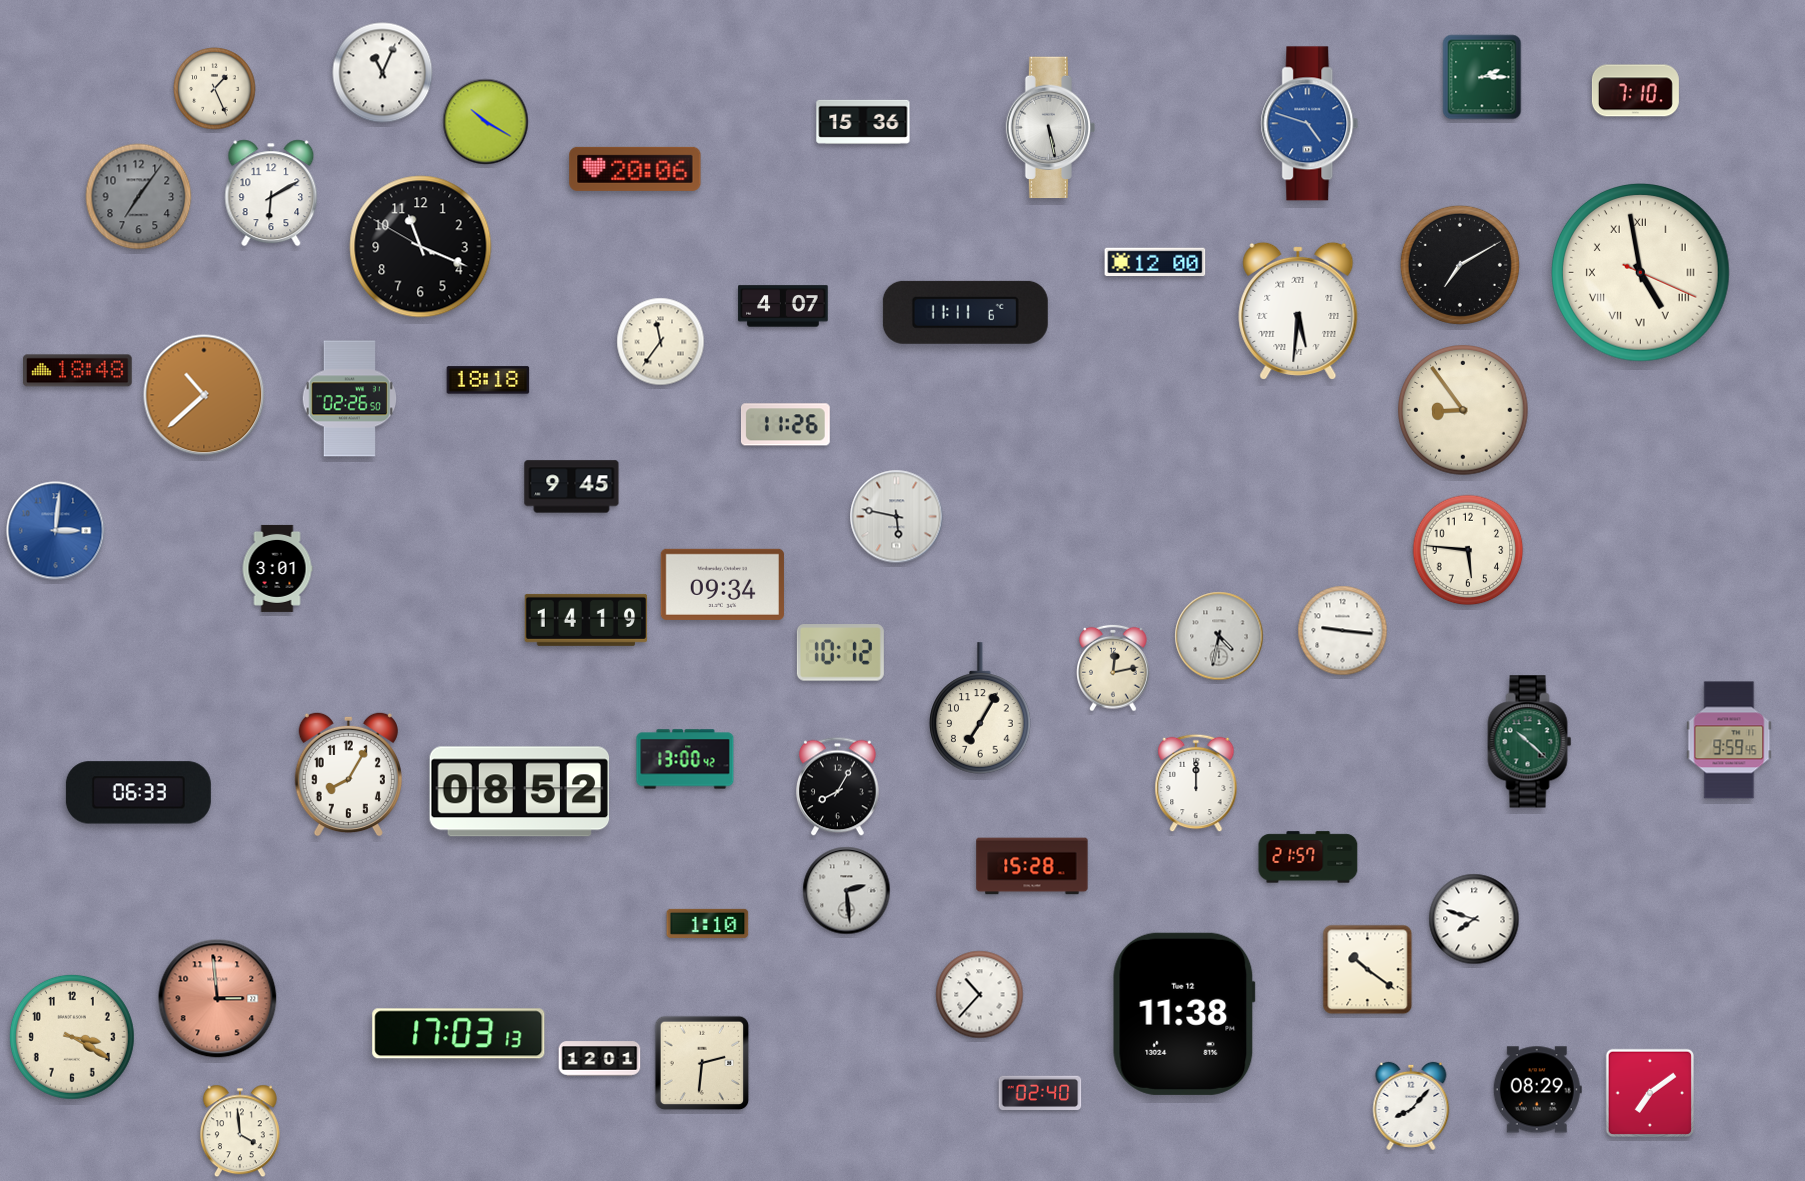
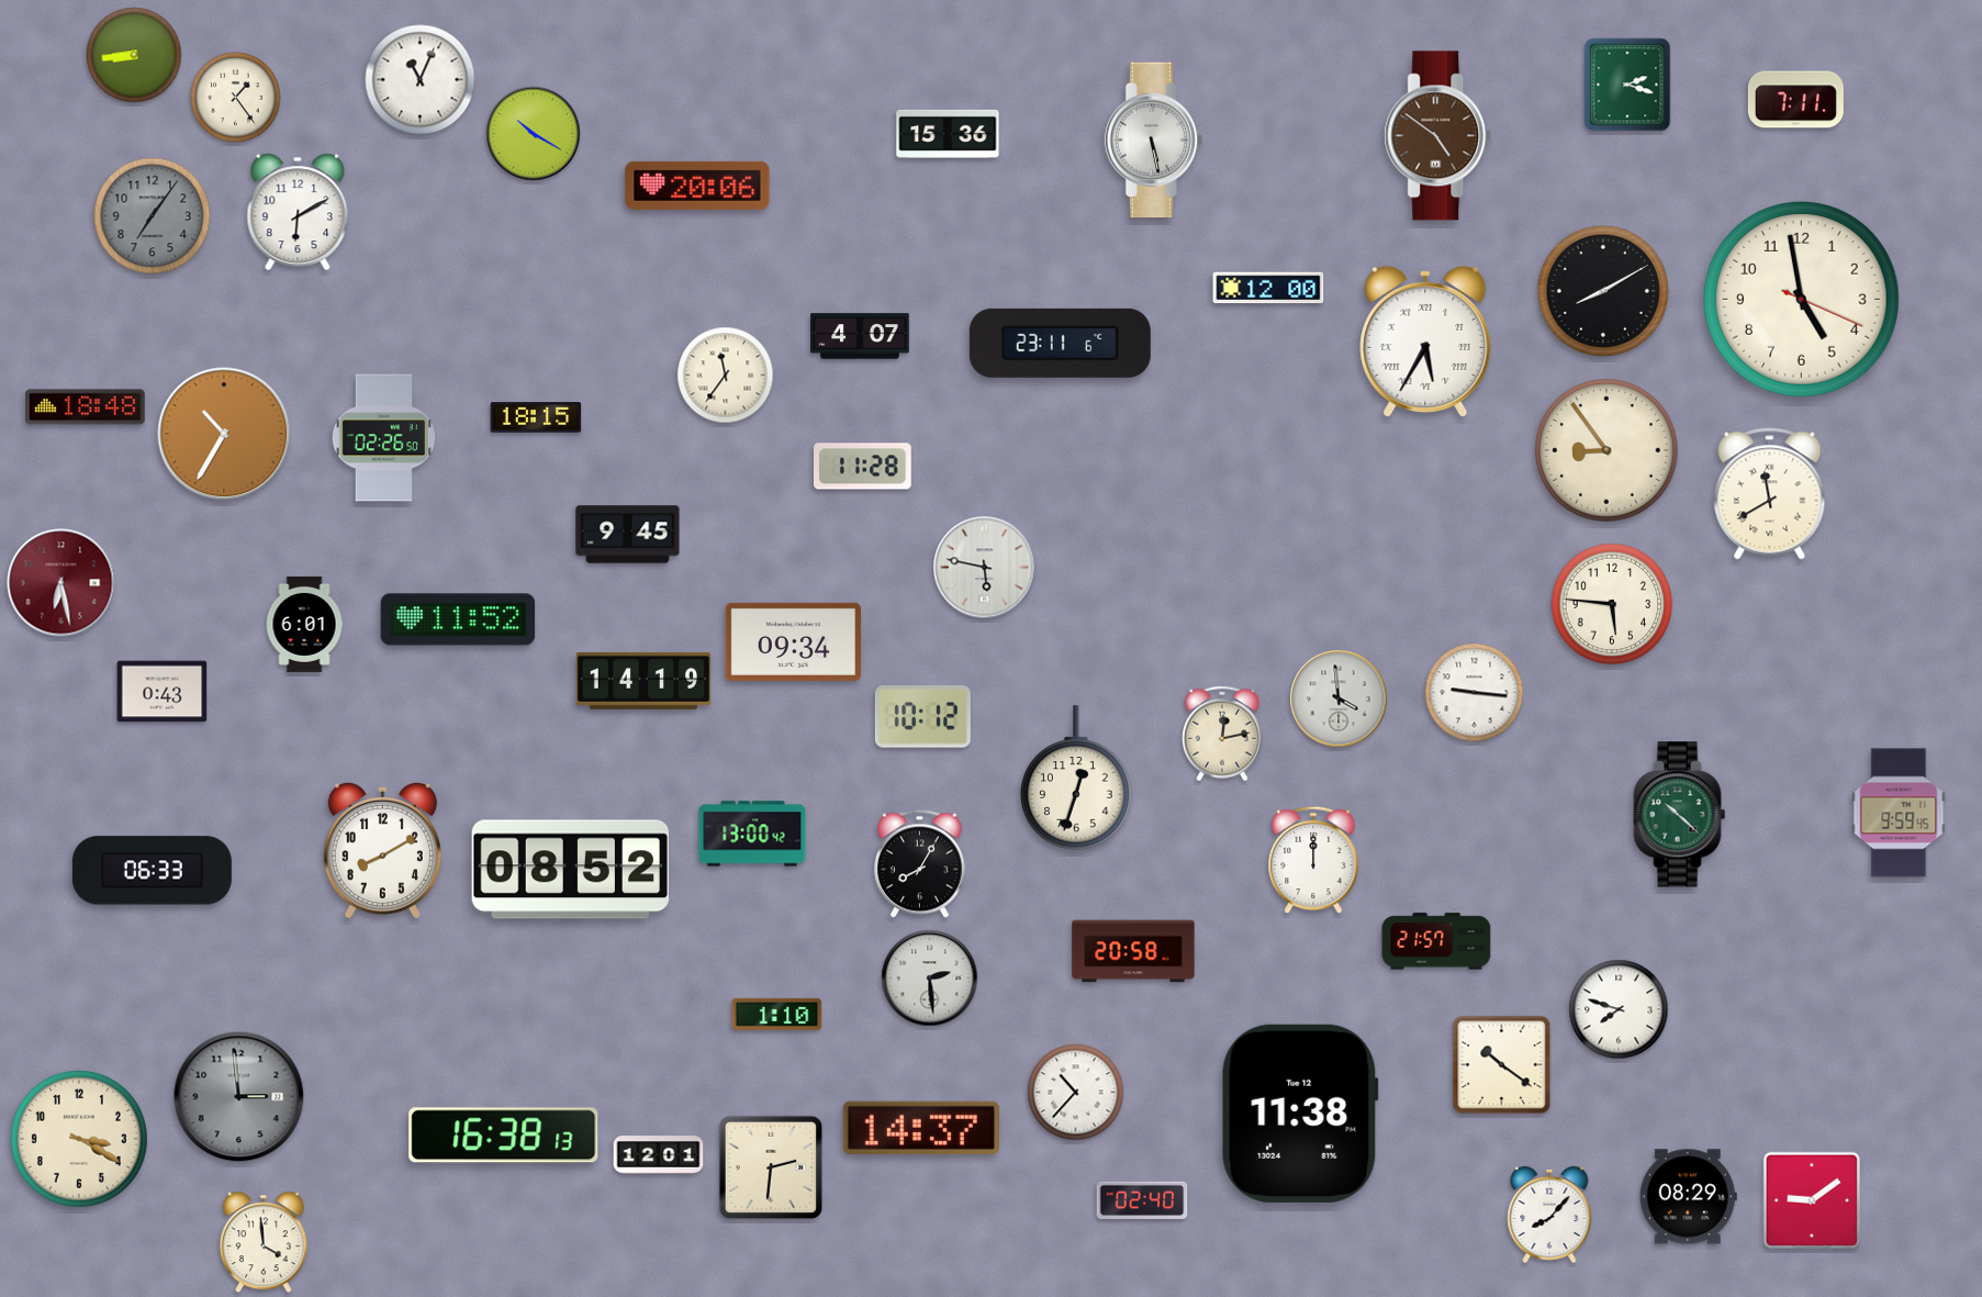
clock at (134, 55): none -> 8:44
clock at (1482, 77): 2:15 -> 2:18
clock at (215, 89): 1:26 -> 1:24
clock at (1635, 91): 7:10 -> 7:11
clock at (1310, 124): 4:48 -> 4:51
clock at (1310, 124) dial: blue -> brown
clock at (421, 247): 11:18 -> none
clock at (1460, 265): 7:10 -> 8:10
clock at (1641, 273) numerals: Roman -> Arabic
clock at (1298, 311): 5:31 -> 5:35
clock at (965, 312): 11:11 -> 23:11
clock at (488, 380): 18:18 -> 18:15
clock at (204, 395): 10:38 -> 10:35
clock at (785, 425): 11:26 -> 11:28
clock at (1770, 494): none -> 11:40
clock at (56, 531): 3:01 -> 6:28
clock at (56, 531) dial: blue -> burgundy
clock at (458, 619): none -> 11:52
clock at (277, 568): 3:01 -> 6:01
clock at (163, 692): none -> 0:43
clock at (1219, 636): 4:32 -> 3:59
clock at (980, 708): 7:05 -> 12:33
clock at (348, 774): 8:05 -> 8:10
clock at (1032, 866): 15:28 -> 20:58
clock at (218, 999) dial: salmon -> grey
clock at (921, 1128): none -> 14:37
clock at (459, 1034): 17:03 -> 16:38
clock at (600, 1059) position: (600, 1059) -> (659, 1155)
clock at (1649, 1092): 7:09 -> 9:09
